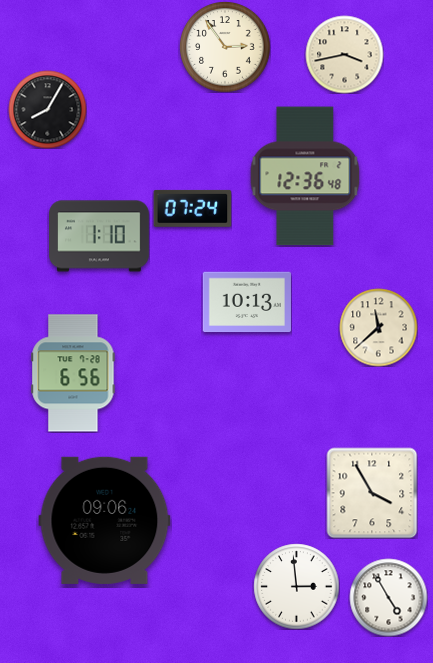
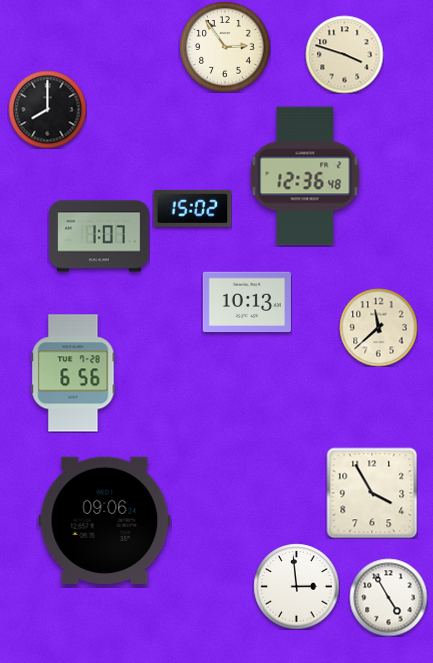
clock at (344, 54): 3:43 -> 3:48
clock at (47, 109): 8:05 -> 8:00
clock at (192, 208): 07:24 -> 15:02
clock at (99, 236): 1:10 -> 1:07
